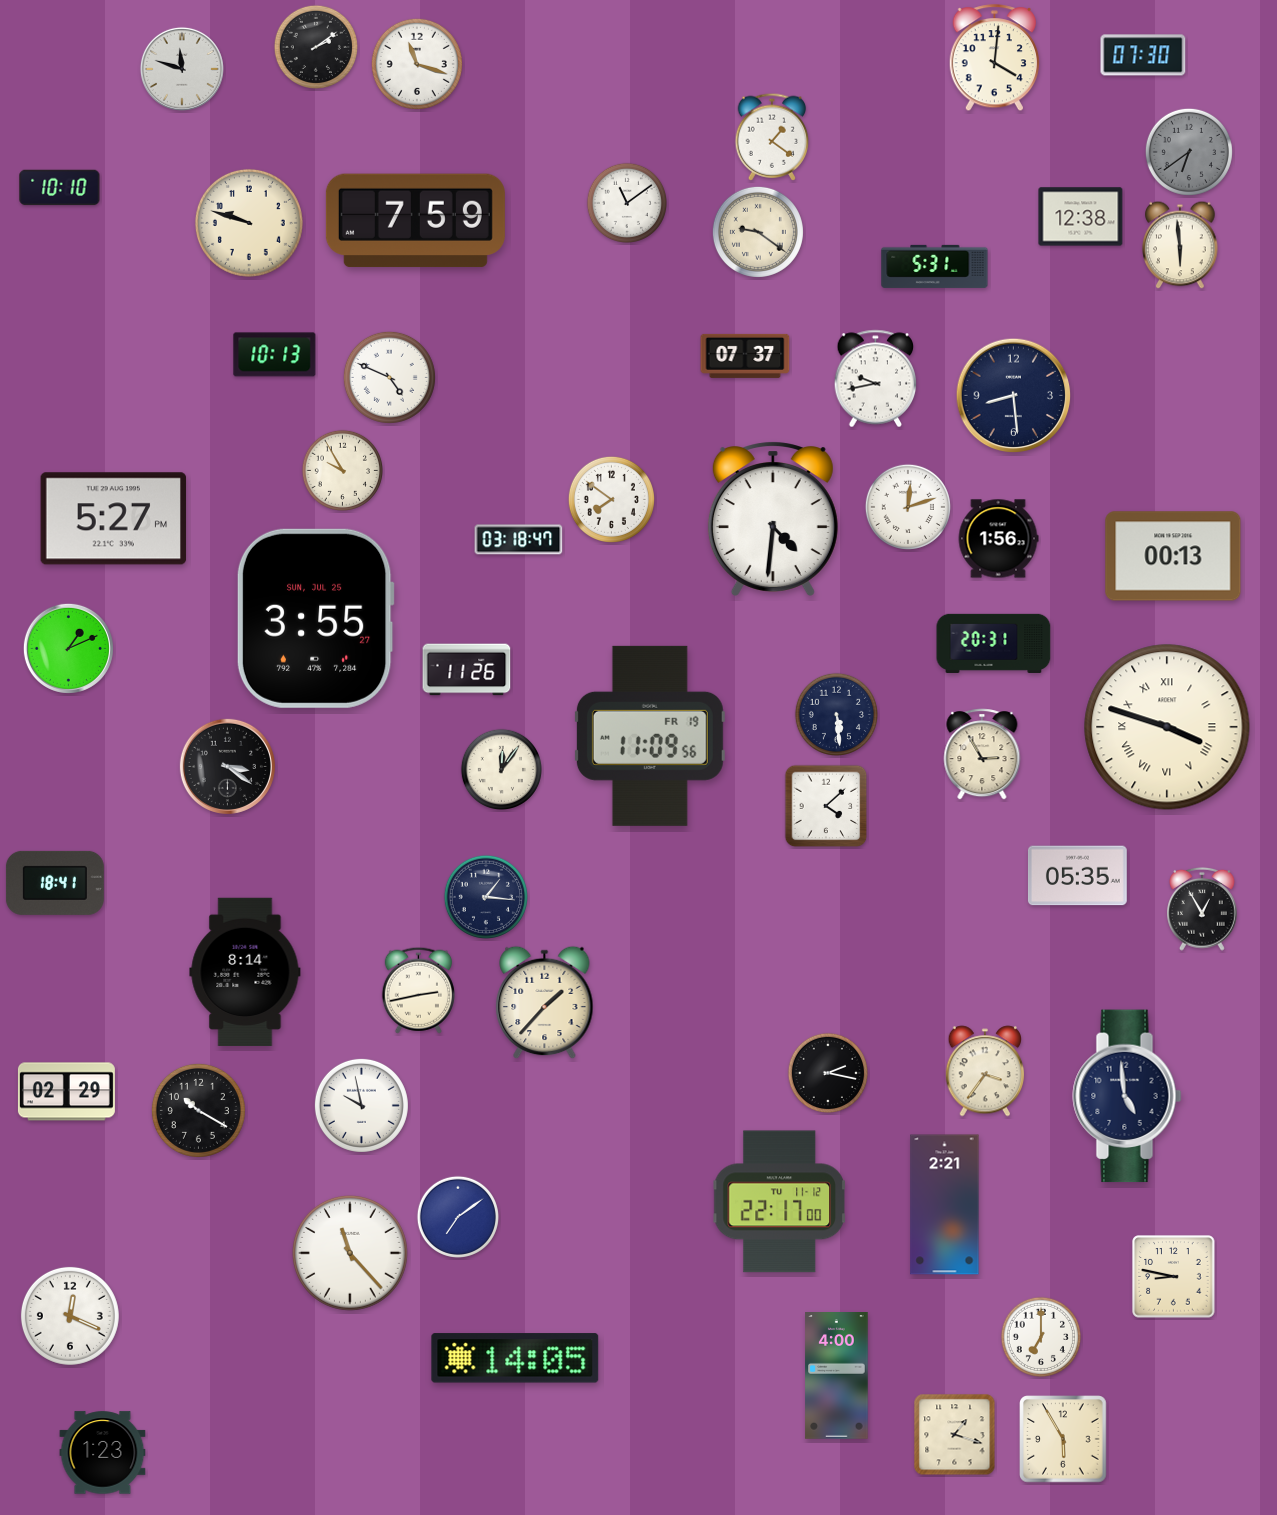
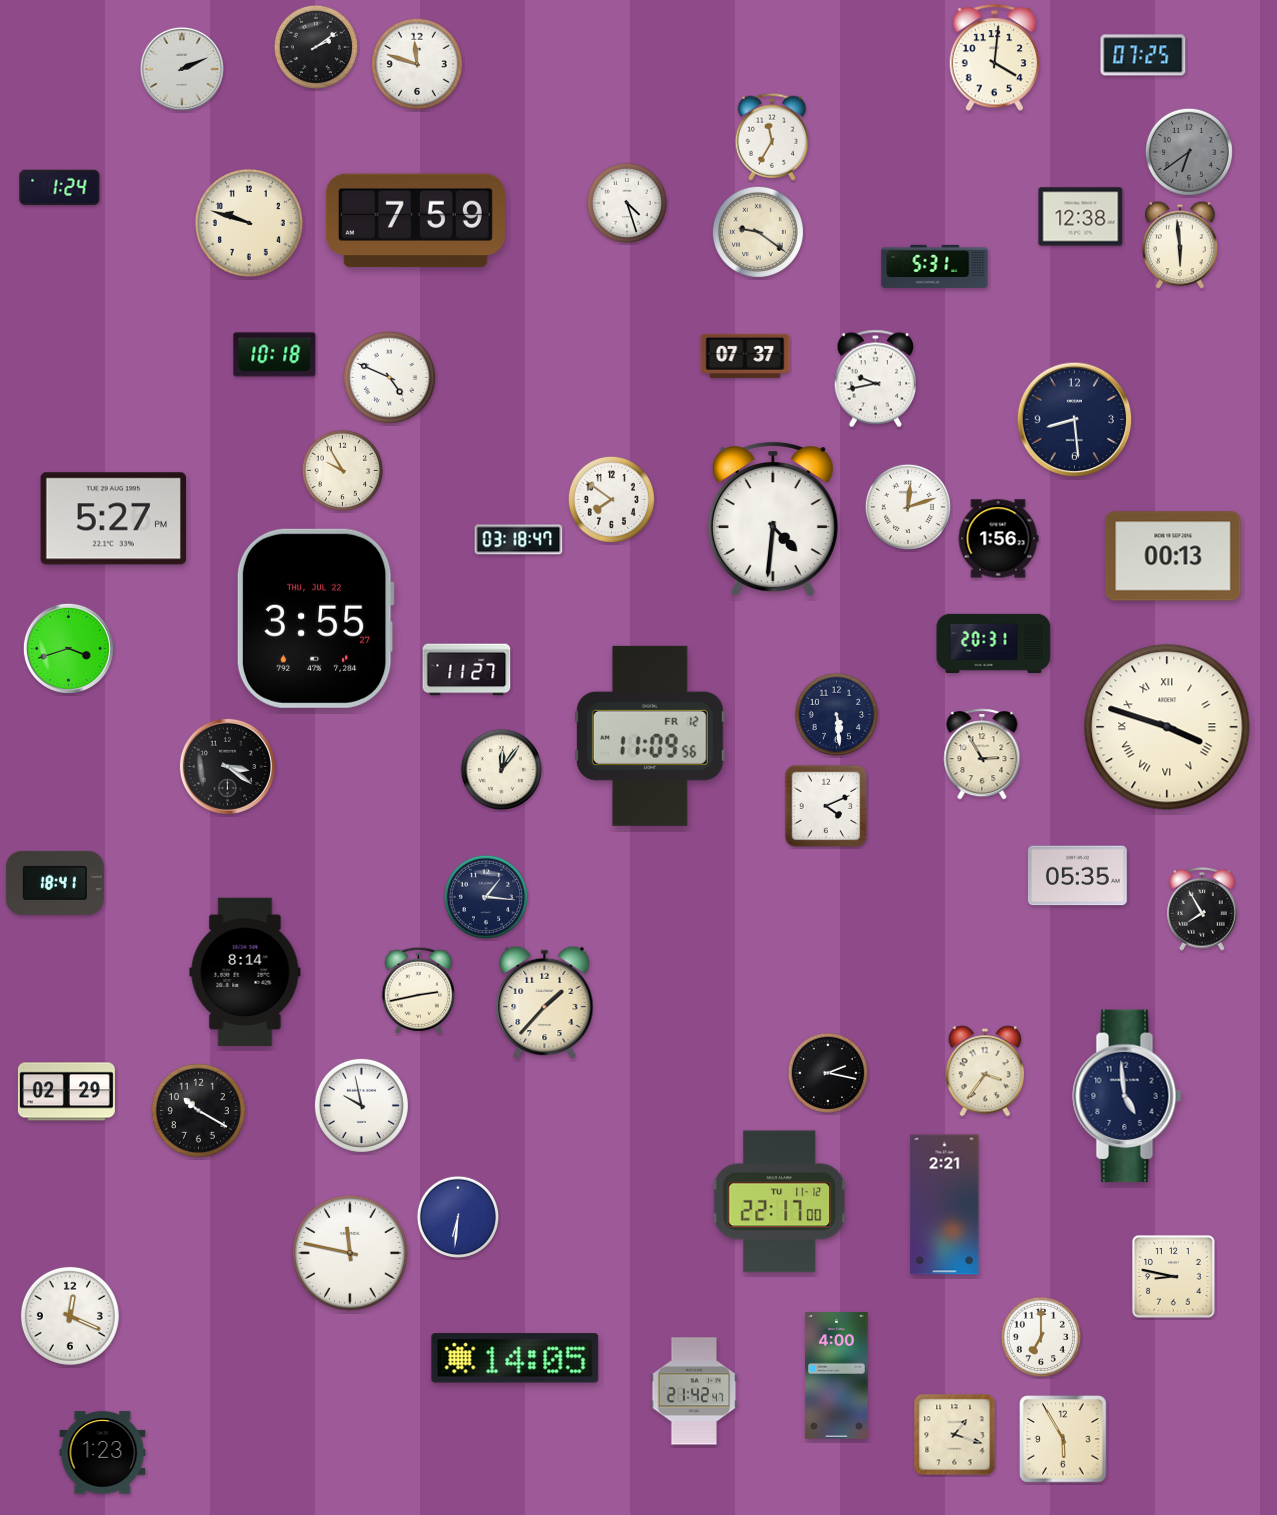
clock at (1143, 55): 07:30 -> 07:25
clock at (417, 64): 11:18 -> 11:48
clock at (182, 69): 11:48 -> 2:11
clock at (772, 137): 1:21 -> 11:35
clock at (60, 188): 10:10 -> 1:24
clock at (626, 202): 11:09 -> 4:27
clock at (275, 355): 10:13 -> 10:18
clock at (1014, 396) position: (1014, 396) -> (1075, 420)
clock at (315, 618) date: SUN, JUL 25 -> THU, JUL 22
clock at (68, 648): 1:11 -> 3:42
clock at (467, 670): 11:26 -> 11:27
clock at (650, 736) date: FR 19 -> FR 12
clock at (826, 806): 4:08 -> 4:11
clock at (1203, 909): 12:55 -> 7:55
clock at (457, 1216): 7:09 -> 6:31
clock at (350, 1253): 11:23 -> 11:47
clock at (694, 1391): none -> 21:42
